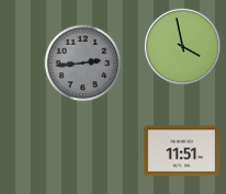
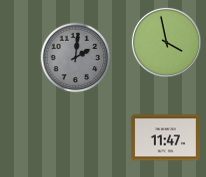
clock at (83, 64): 2:44 -> 2:01
clock at (181, 151): 11:51 -> 11:47
